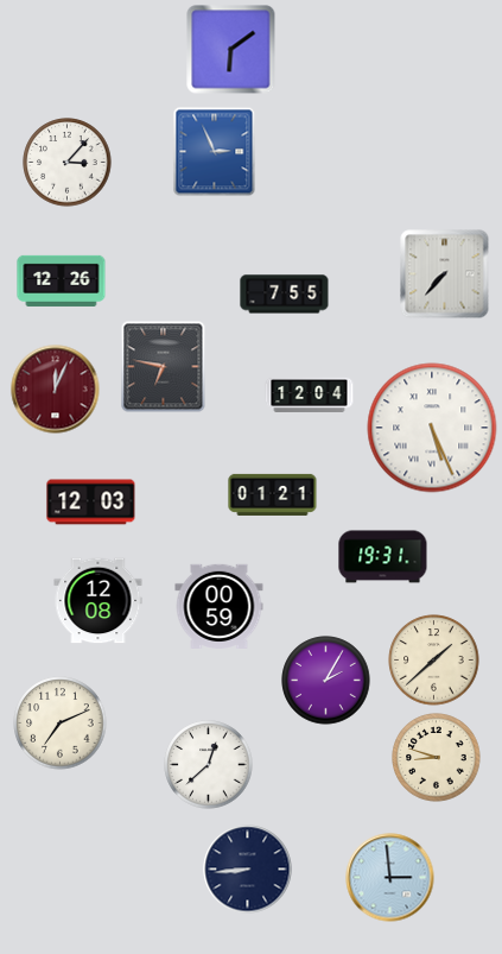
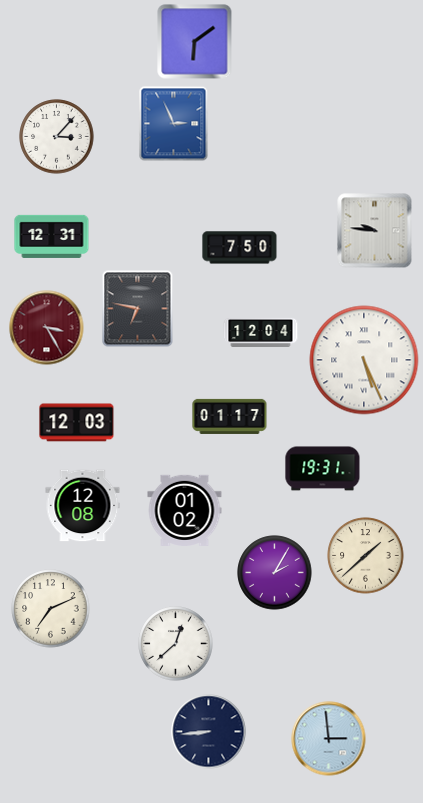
clock at (215, 152) position: (215, 152) -> (174, 124)
clock at (445, 274): 7:37 -> 9:46
clock at (62, 280): 12:26 -> 12:31
clock at (285, 295): 7:55 -> 7:50
clock at (56, 390): 12:04 -> 3:25
clock at (273, 494): 01:21 -> 01:17
clock at (220, 606): 00:59 -> 01:02
clock at (437, 758): 8:48 -> none
